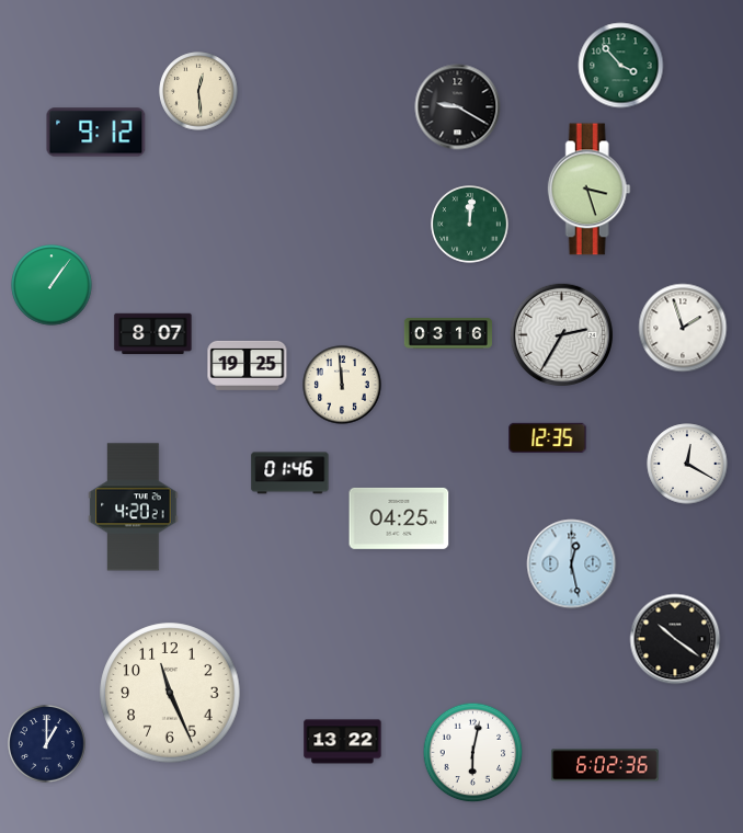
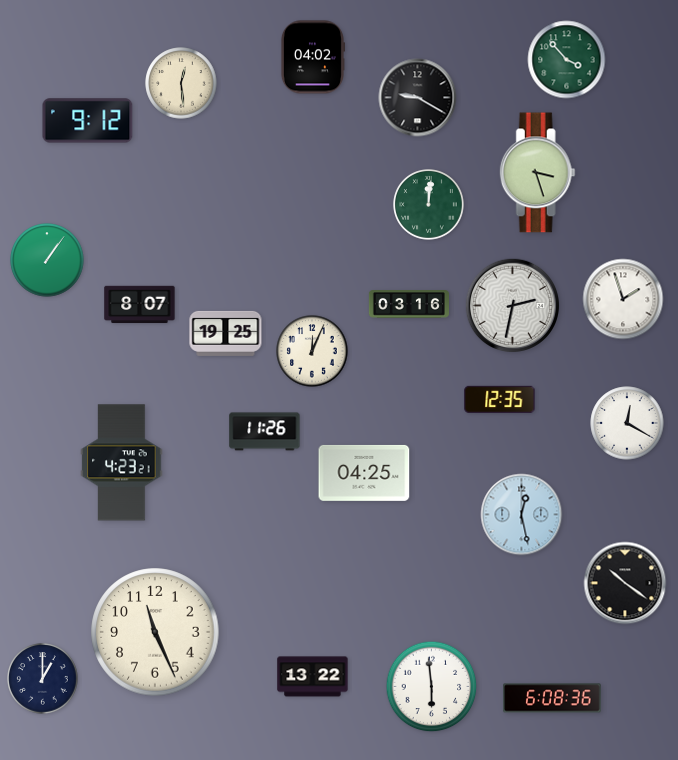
clock at (312, 57): none -> 04:02
clock at (561, 334): 2:35 -> 2:32
clock at (342, 385): 11:59 -> 12:04
clock at (290, 473): 01:46 -> 11:26
clock at (134, 507): 4:20 -> 4:23
clock at (675, 639) position: (675, 639) -> (625, 583)
clock at (473, 753): 6:02 -> 5:59
clock at (605, 765): 6:02 -> 6:08
